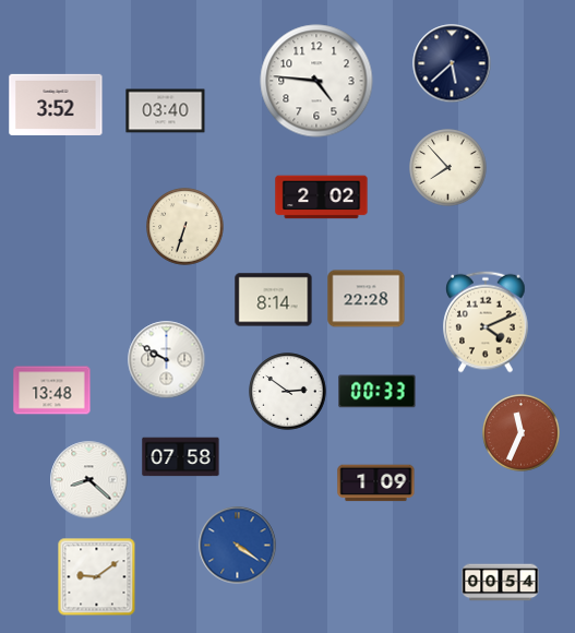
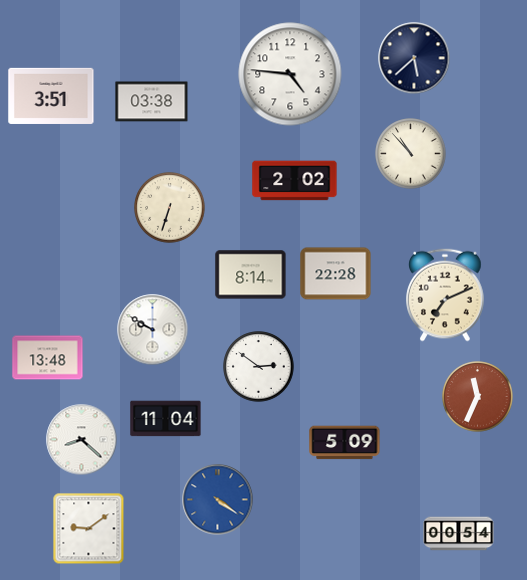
clock at (56, 105): 3:52 -> 3:51
clock at (166, 111): 03:40 -> 03:38
clock at (448, 168): 7:53 -> 10:53
clock at (486, 322): 4:11 -> 7:11
clock at (288, 392) position: (288, 392) -> (259, 367)
clock at (378, 392): 00:33 -> none
clock at (181, 457): 07:58 -> 11:04
clock at (376, 483): 1:09 -> 5:09
